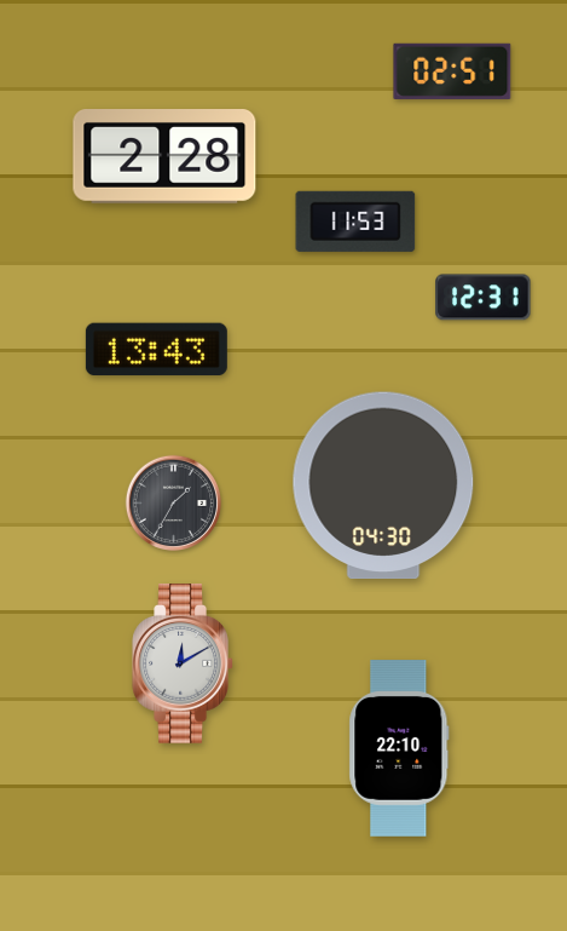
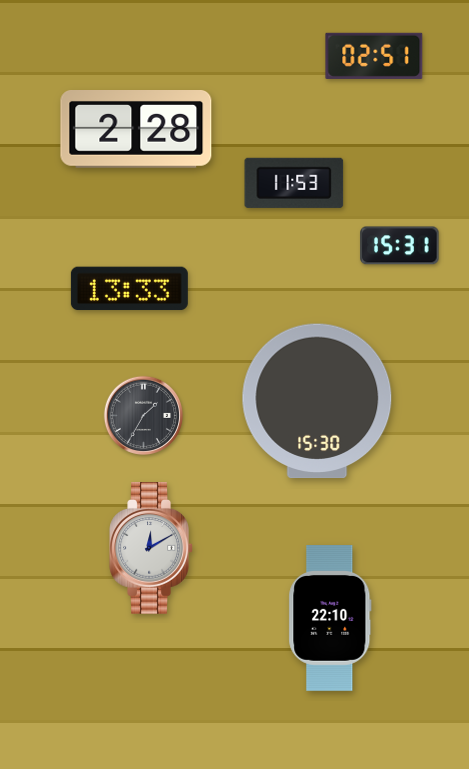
clock at (452, 71) position: (452, 71) -> (374, 56)
clock at (484, 298): 12:31 -> 15:31
clock at (156, 350): 13:43 -> 13:33
clock at (383, 485): 04:30 -> 15:30
